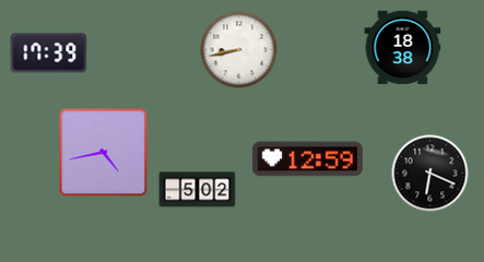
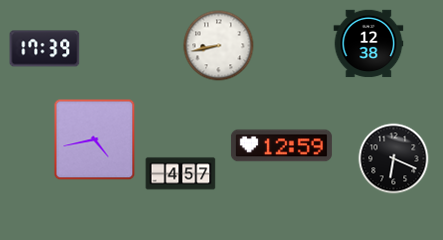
clock at (403, 48): 18:38 -> 12:38
clock at (198, 190): 5:02 -> 4:57
